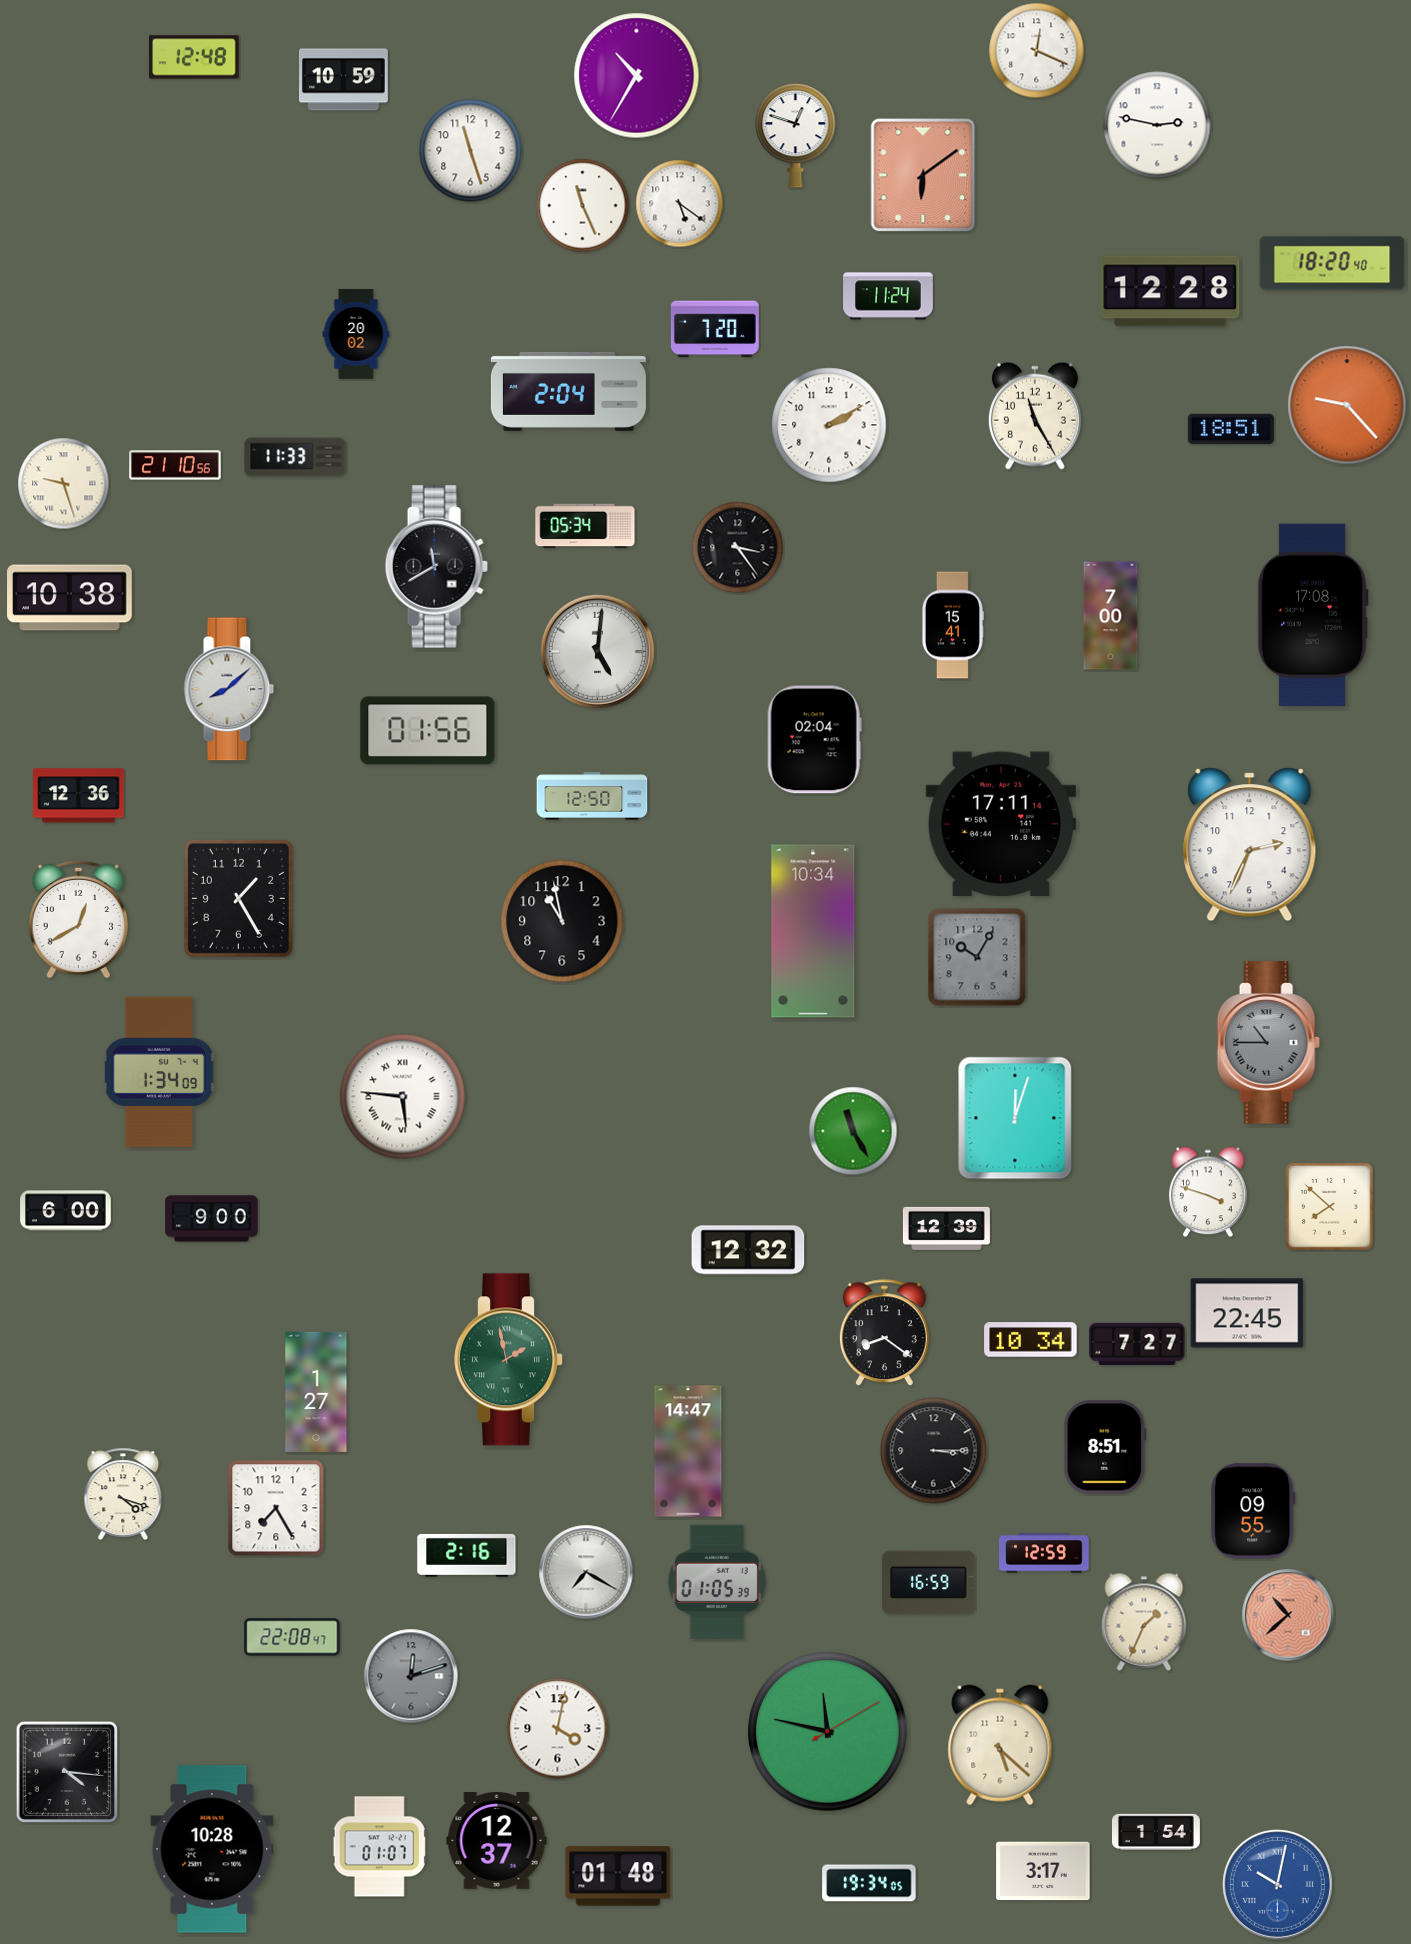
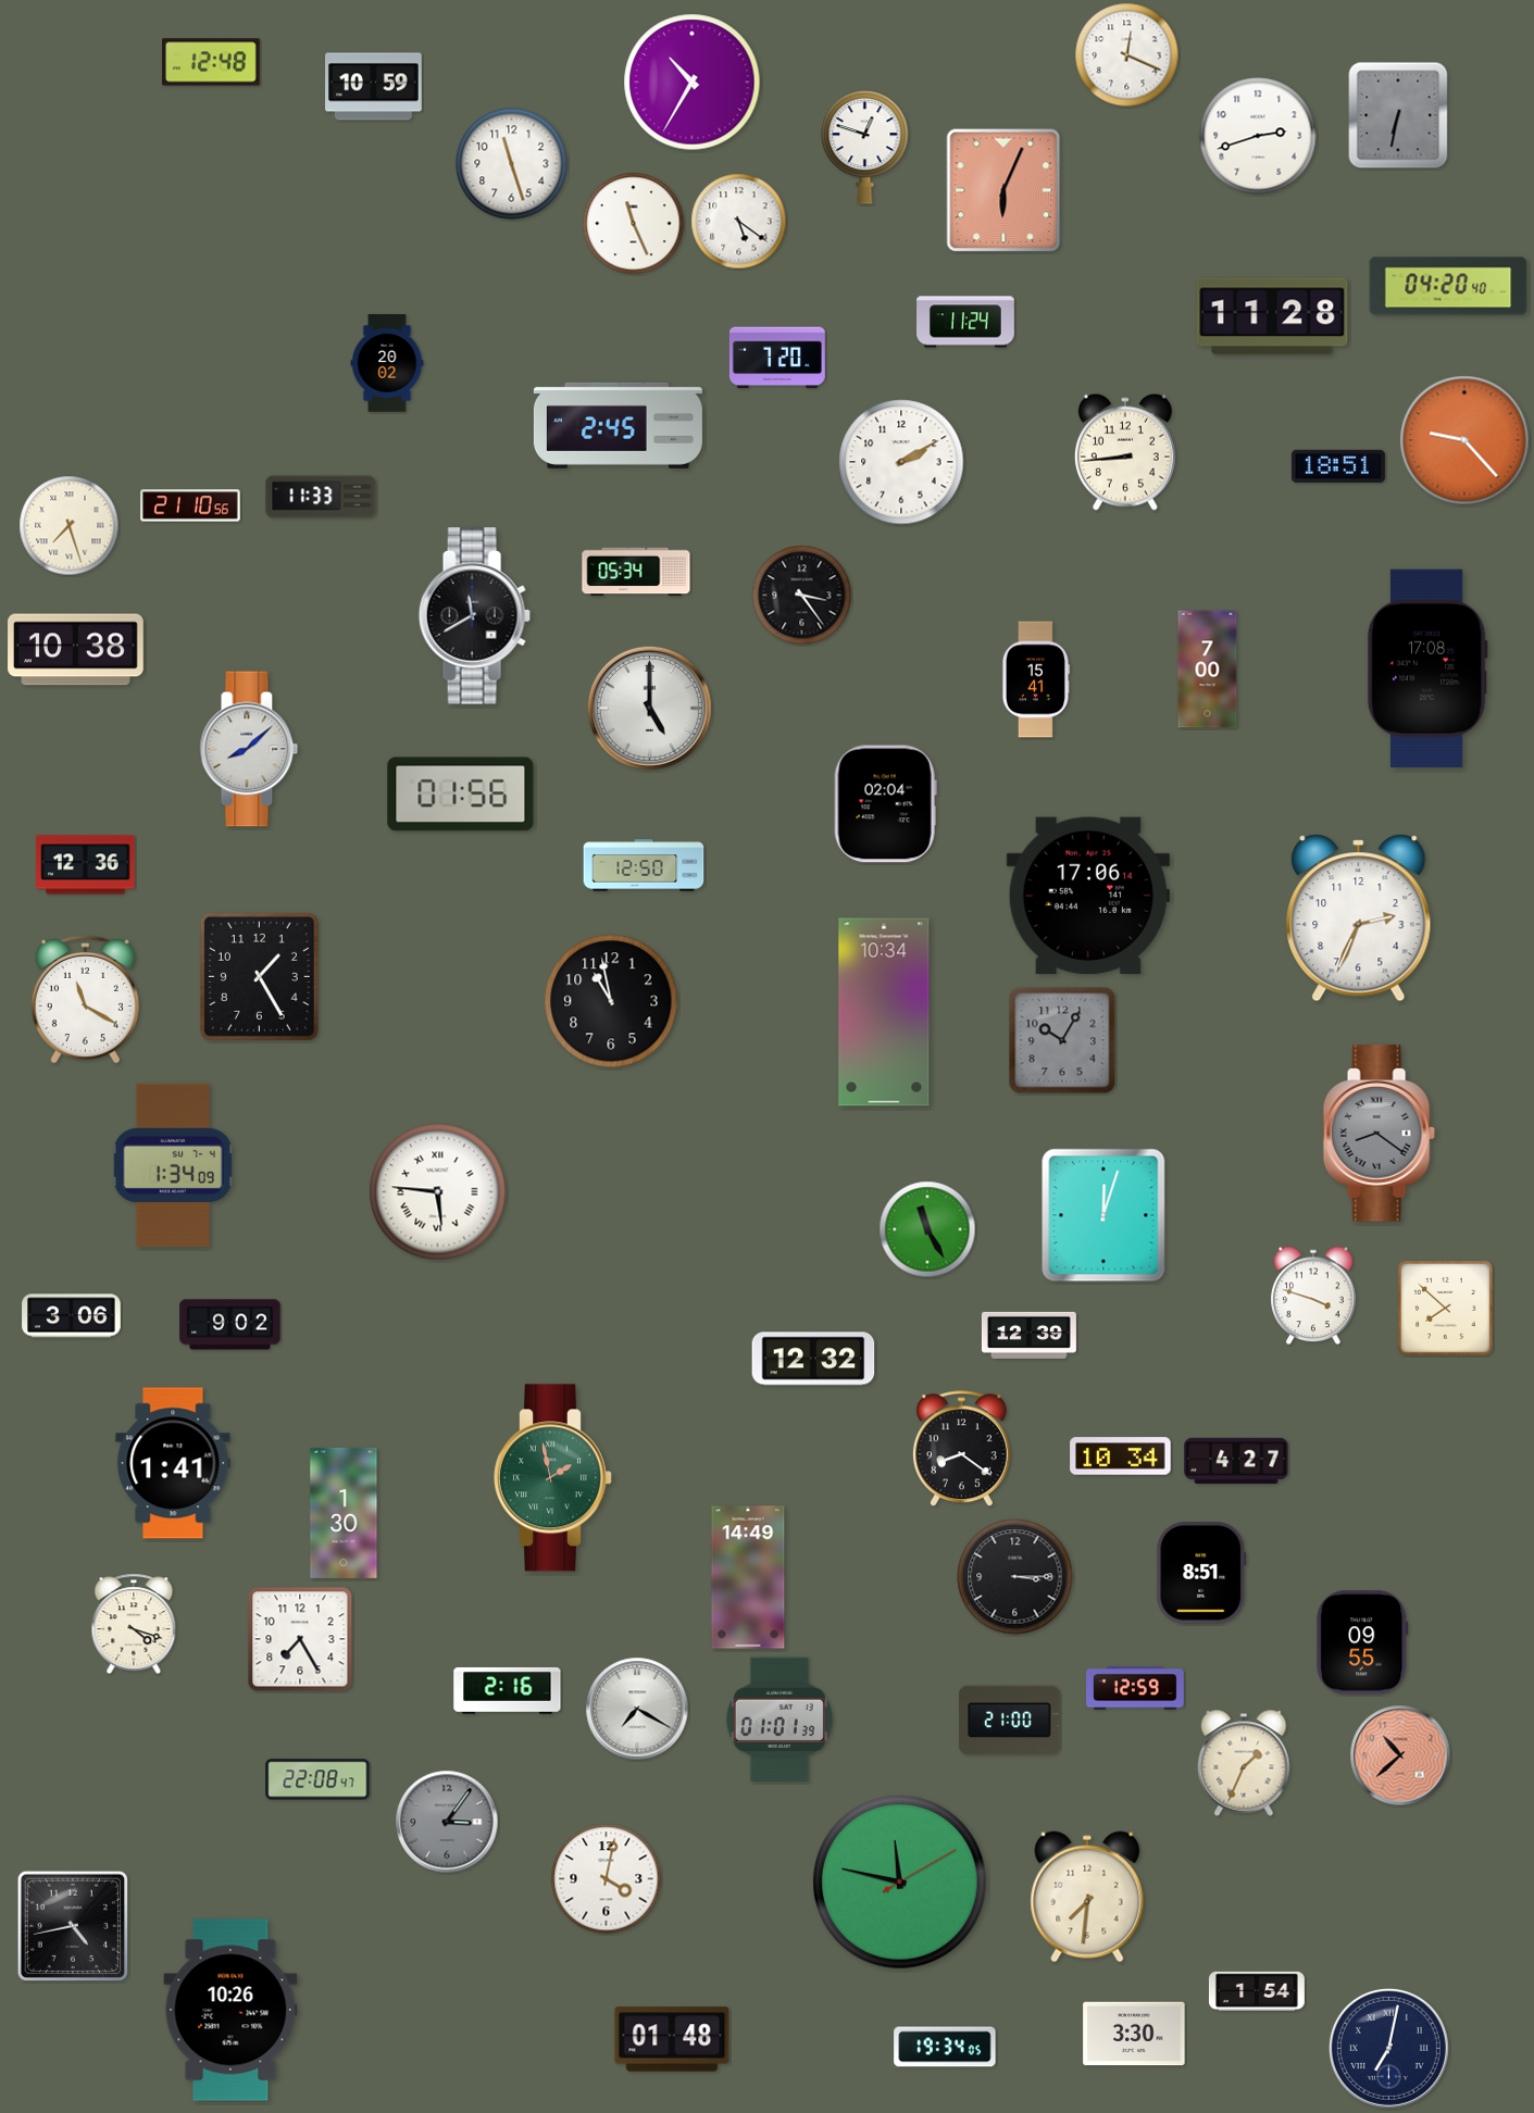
clock at (1398, 115): none -> 6:32
clock at (1157, 125): 2:47 -> 2:42
clock at (923, 175): 6:09 -> 6:04
clock at (1332, 263): 18:20 -> 04:20
clock at (1170, 291): 12:28 -> 11:28
clock at (568, 391): 2:04 -> 2:45
clock at (1035, 416): 11:25 -> 8:44
clock at (64, 484): 9:27 -> 7:27
clock at (597, 651): 5:01 -> 5:00
clock at (428, 731) position: (428, 731) -> (461, 795)
clock at (1001, 824): 17:11 -> 17:06
clock at (78, 919): 12:40 -> 11:20
clock at (1268, 1043): 10:45 -> 8:21
clock at (1330, 1207) position: (1330, 1207) -> (1446, 1309)
clock at (66, 1211): 6:00 -> 3:06
clock at (212, 1219): 9:00 -> 9:02
clock at (1247, 1313): 22:45 -> none
clock at (1137, 1344): 7:27 -> 4:27
clock at (173, 1463): none -> 1:41
clock at (316, 1392): 1:27 -> 1:30
clock at (688, 1451): 14:47 -> 14:49
clock at (717, 1582): 01:05 -> 01:01
clock at (929, 1583): 16:59 -> 21:00
clock at (411, 1676): 12:12 -> 3:06
clock at (1000, 1745): 5:22 -> 7:31
clock at (67, 1772): 4:16 -> 4:43
clock at (497, 1841): 12:37 -> none
clock at (379, 1847): 01:07 -> none
clock at (212, 1849): 10:28 -> 10:26
clock at (1043, 1871): 3:17 -> 3:30
clock at (1277, 1884): 10:02 -> 7:02
clock at (1277, 1884) dial: blue -> navy
